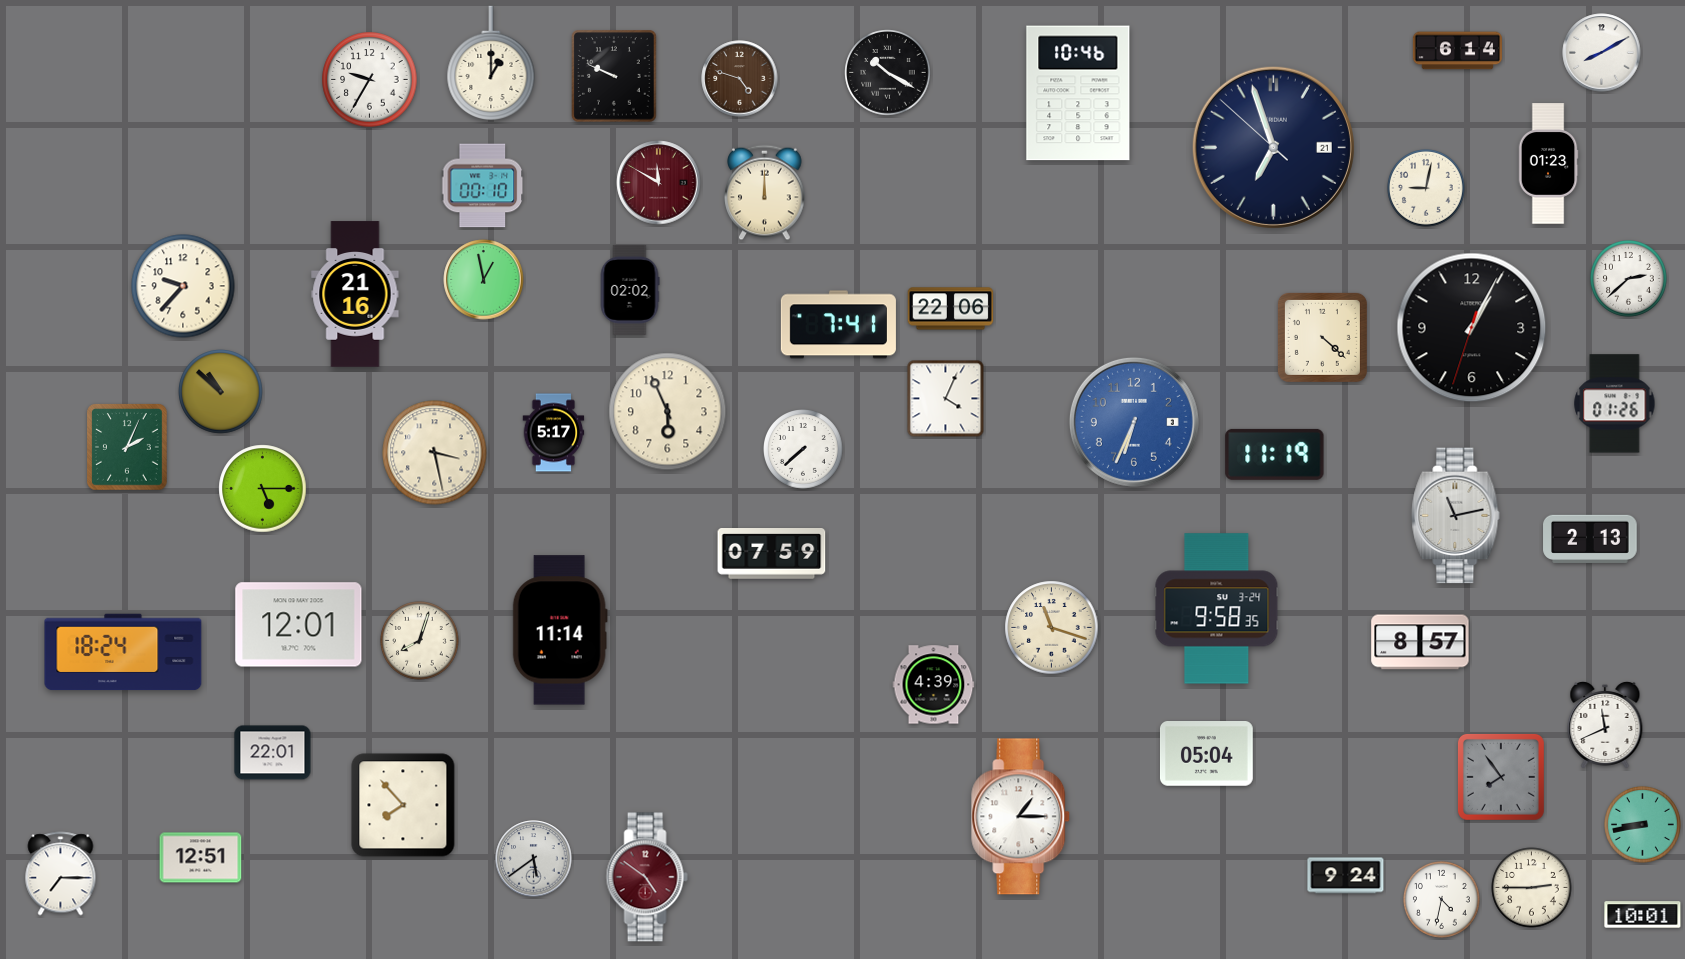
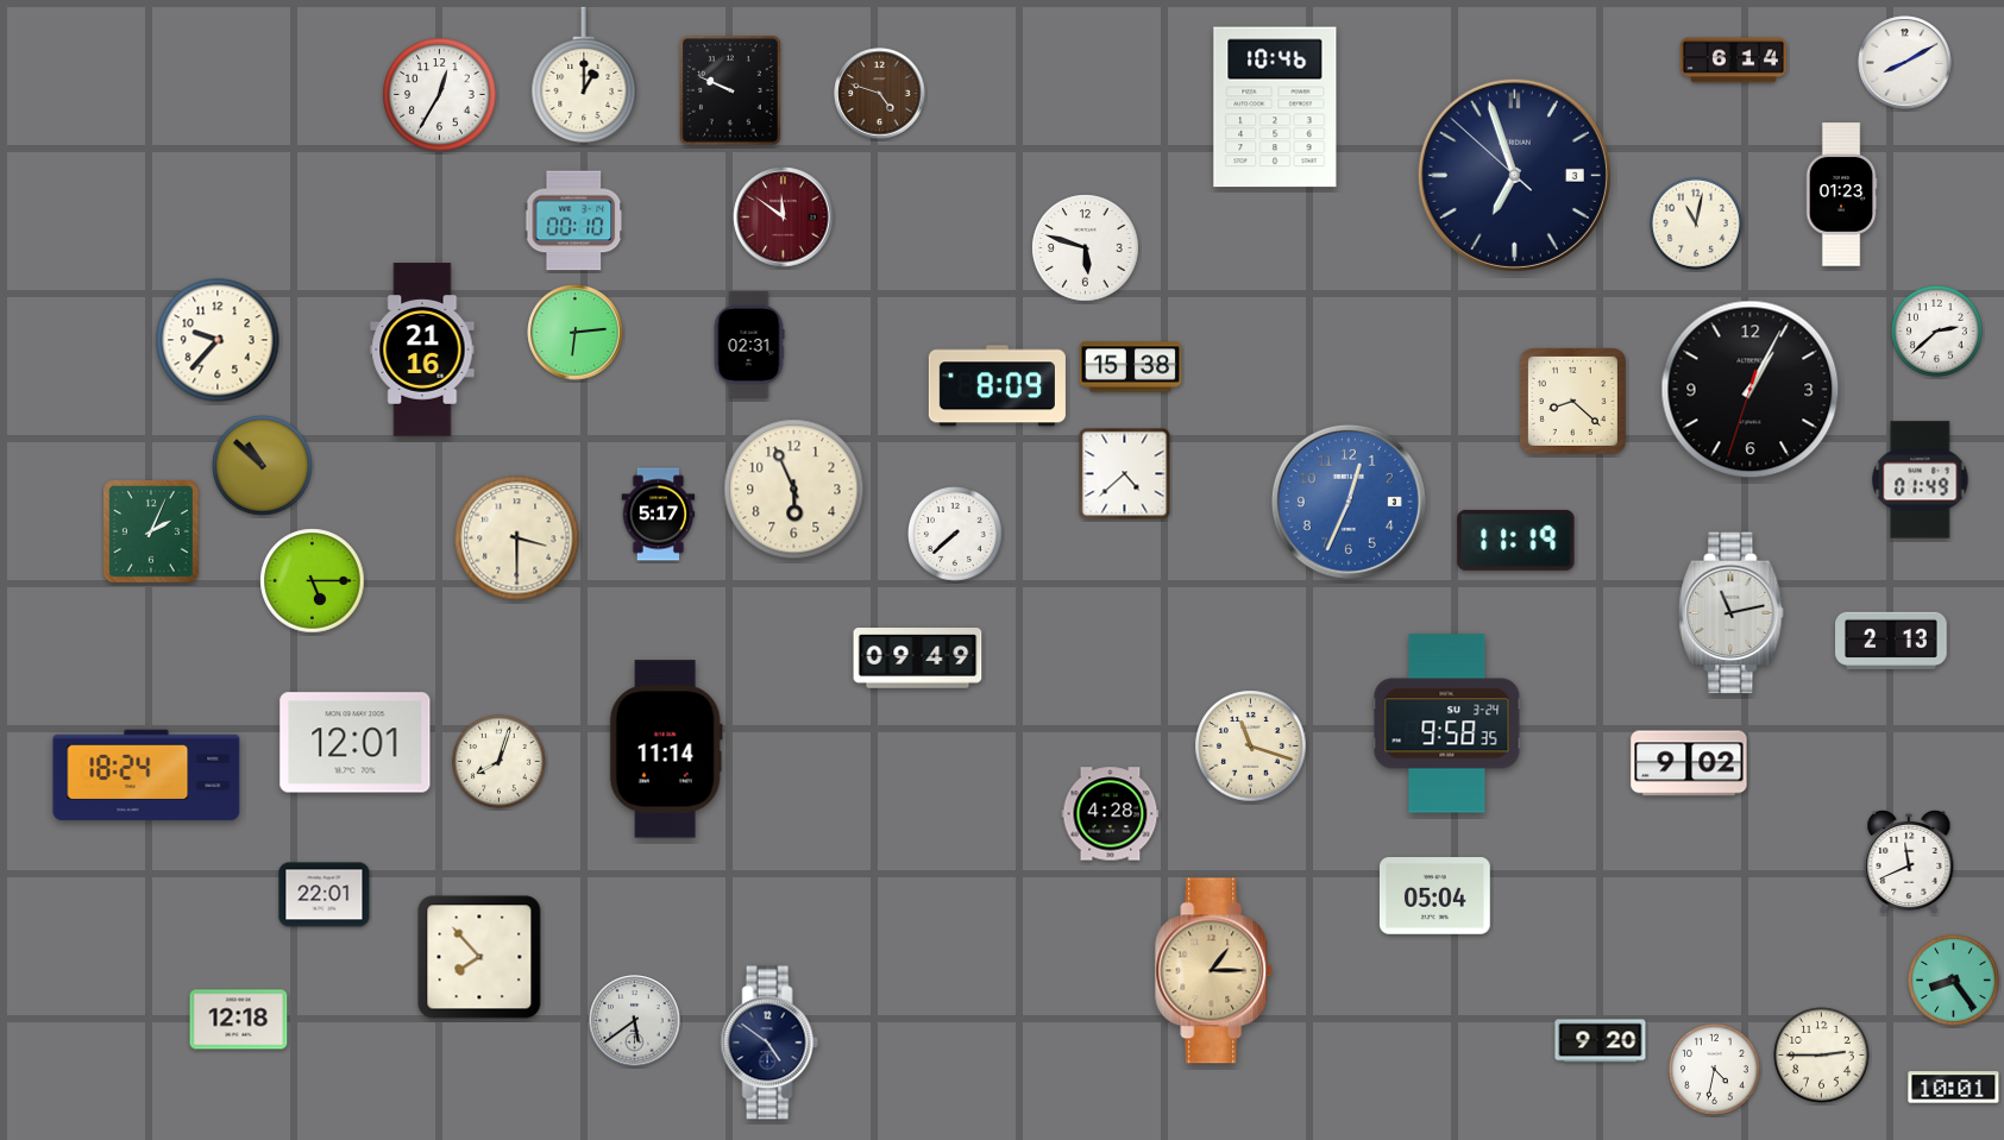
clock at (888, 73): 10:20 -> none
clock at (370, 80): 9:35 -> 12:35
clock at (1078, 93) position: (1078, 93) -> (1275, 107)
clock at (1273, 147) date: 21 -> 3
clock at (659, 183): 11:50 -> 11:51
clock at (1427, 189): 9:02 -> 11:02
clock at (765, 193): 12:00 -> none
clock at (1086, 248): none -> 5:48
clock at (484, 280): 12:58 -> 6:14
clock at (630, 290): 02:02 -> 02:31
clock at (951, 309): 22:06 -> 15:38
clock at (838, 325): 7:41 -> 8:09
clock at (1322, 337): 4:22 -> 8:22
clock at (946, 399): 4:04 -> 4:38
clock at (1615, 404): 01:26 -> 01:49
clock at (1134, 422): 6:34 -> 12:34
clock at (435, 453): 3:28 -> 3:30
clock at (772, 554): 07:59 -> 09:49
clock at (1420, 642): 8:57 -> 9:02
clock at (934, 685): 4:39 -> 4:28
clock at (1501, 777): 7:54 -> none
clock at (1021, 817) dial: white -> champagne
clock at (1643, 825): 8:43 -> 8:24
clock at (201, 858): 12:51 -> 12:18
clock at (61, 874): 7:15 -> none
clock at (1346, 876): 9:24 -> 9:20
clock at (647, 877) dial: burgundy -> navy
